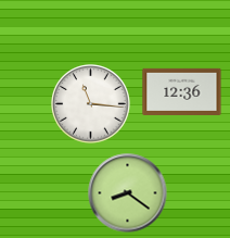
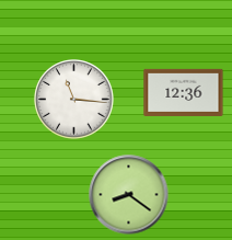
clock at (91, 104) position: (91, 104) -> (74, 100)
